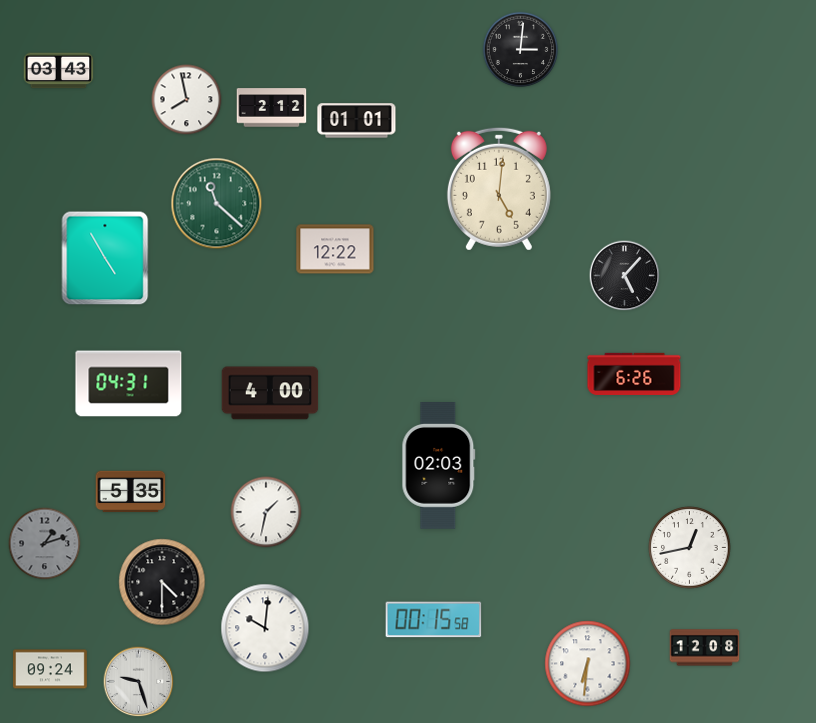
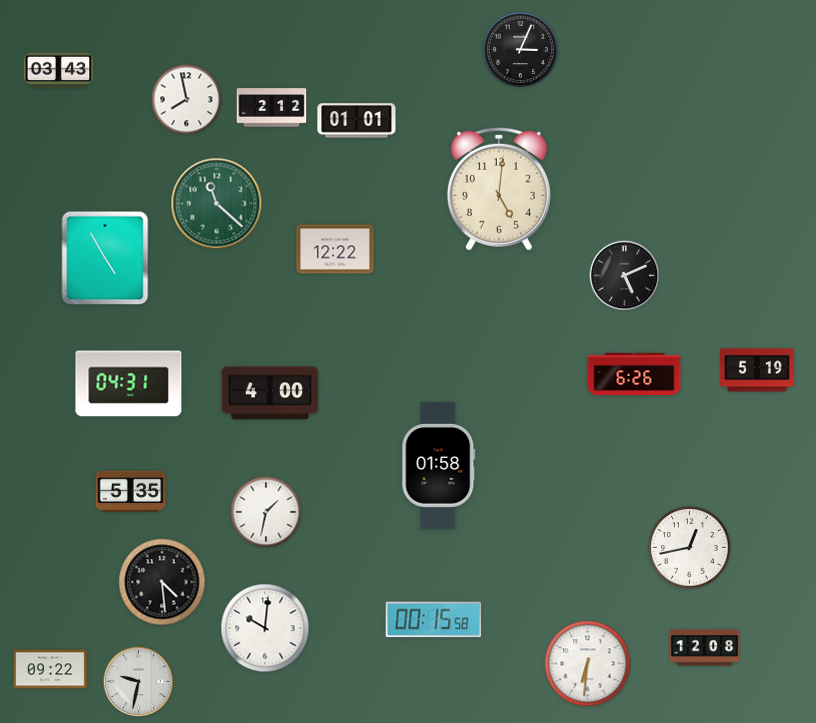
clock at (521, 50): 3:01 -> 3:04
clock at (625, 276): 5:07 -> 5:11
clock at (757, 370): none -> 5:19
clock at (439, 466): 02:03 -> 01:58
clock at (45, 544): 1:12 -> none
clock at (162, 582): 4:30 -> 4:29
clock at (51, 669): 09:24 -> 09:22
clock at (139, 682): 9:27 -> 9:32
